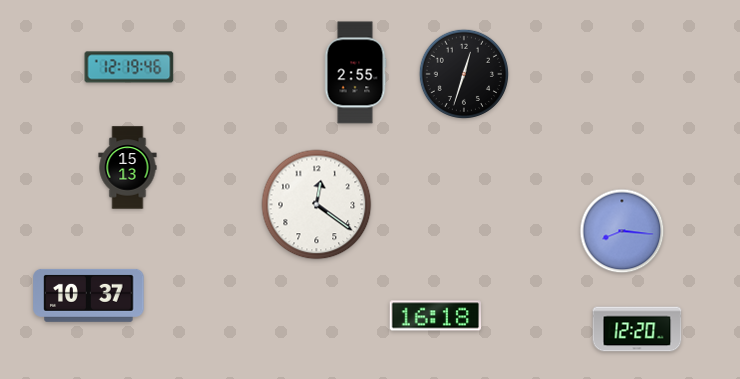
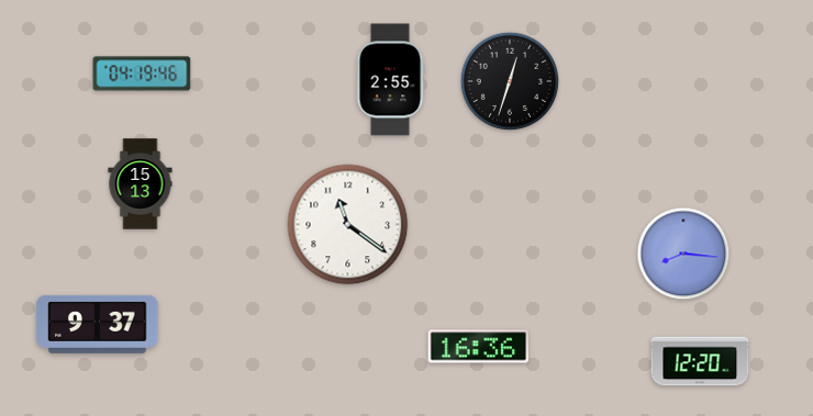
clock at (129, 67): 12:19 -> 04:19
clock at (317, 205): 12:21 -> 11:21
clock at (89, 295): 10:37 -> 9:37
clock at (435, 316): 16:18 -> 16:36
